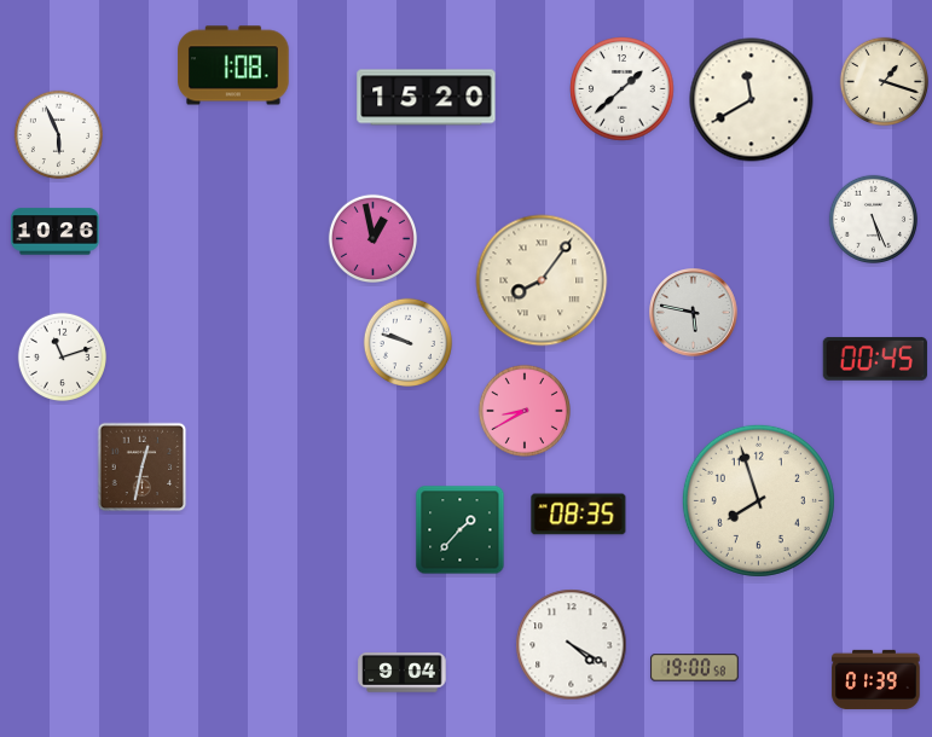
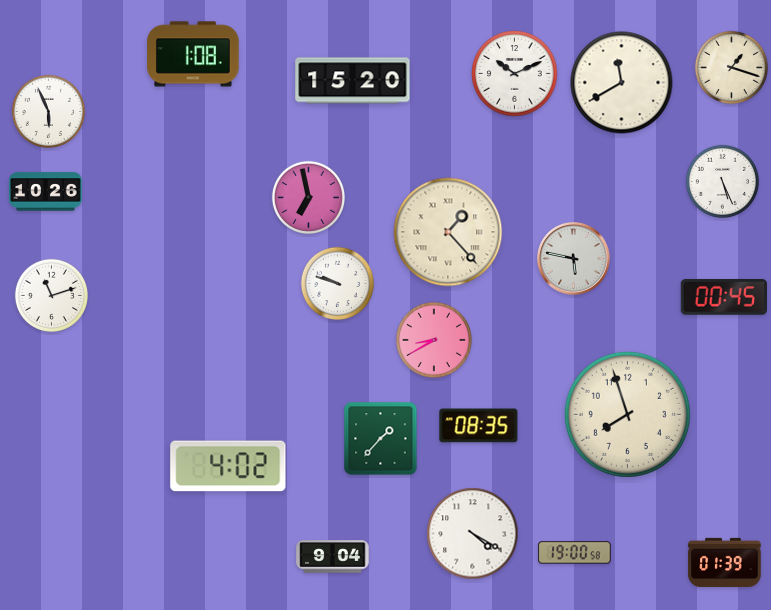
clock at (623, 89): 1:38 -> 10:11
clock at (372, 238): 12:58 -> 6:58
clock at (542, 280): 8:06 -> 1:23
clock at (143, 468): 12:32 -> none
clock at (228, 466): none -> 4:02
